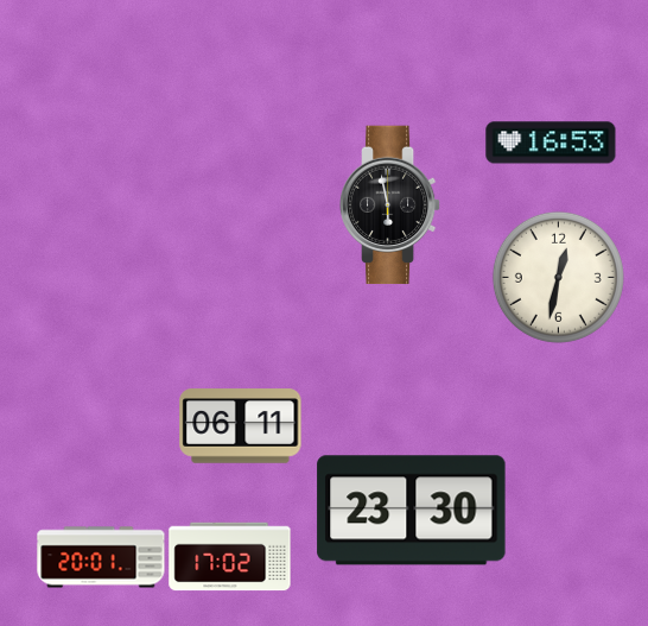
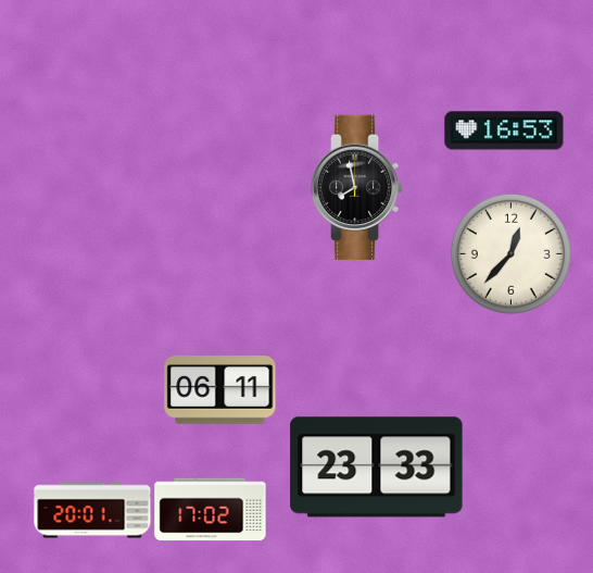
clock at (390, 205): 5:58 -> 7:58
clock at (558, 277): 12:32 -> 12:37
clock at (412, 511): 23:30 -> 23:33
